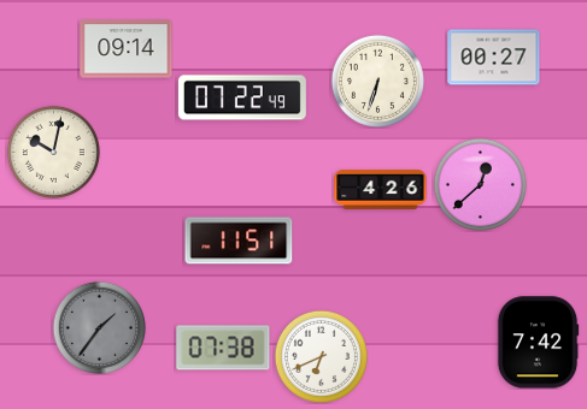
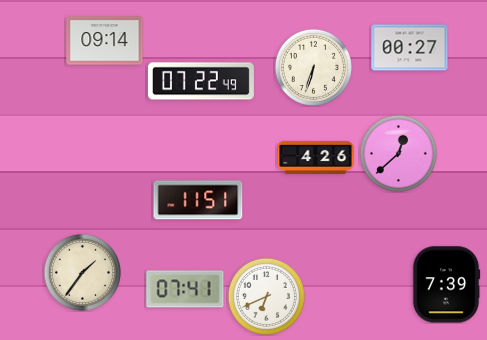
clock at (53, 152): 10:02 -> none
clock at (99, 327) dial: grey -> cream
clock at (538, 343): 7:42 -> 7:39
clock at (223, 348): 07:38 -> 07:41
